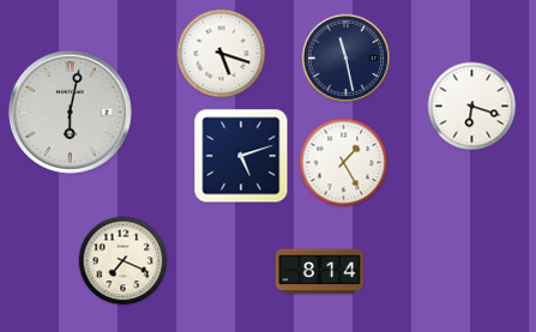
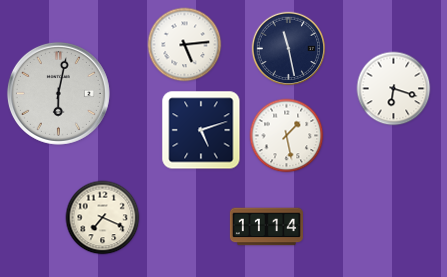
clock at (222, 54): 5:18 -> 5:14
clock at (344, 163): 1:25 -> 1:28
clock at (319, 272): 8:14 -> 11:14
